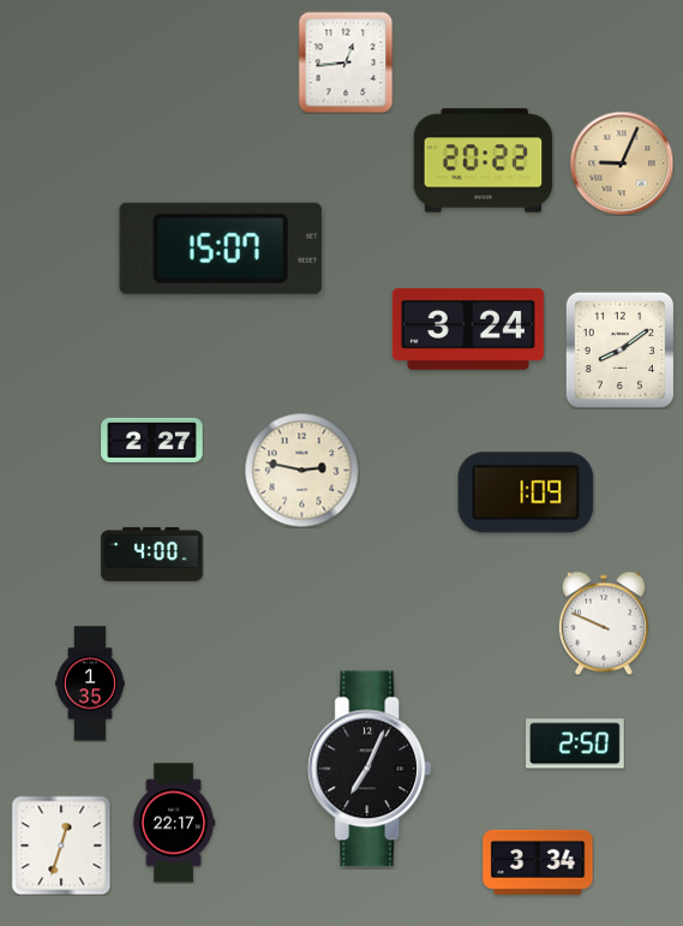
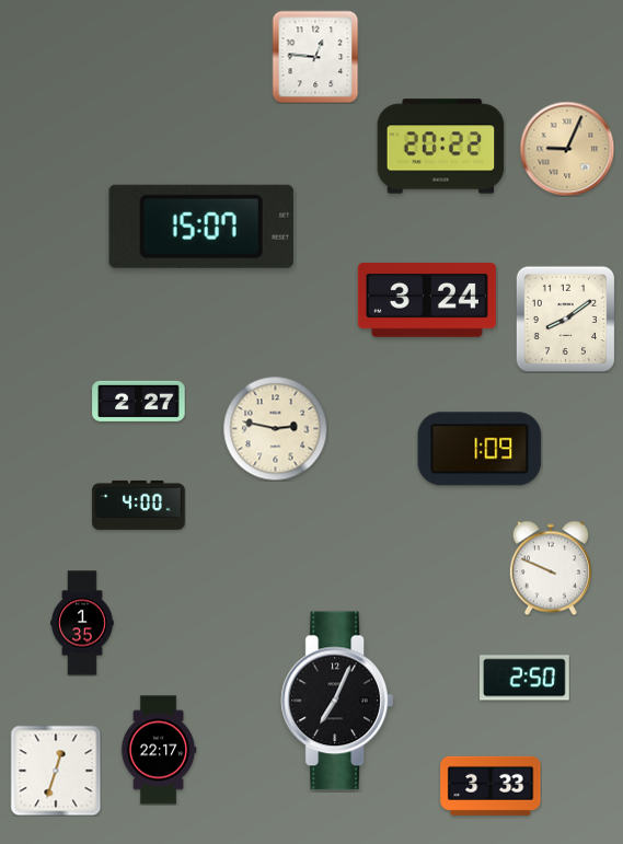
clock at (346, 62): 12:44 -> 12:46
clock at (538, 862): 3:34 -> 3:33
